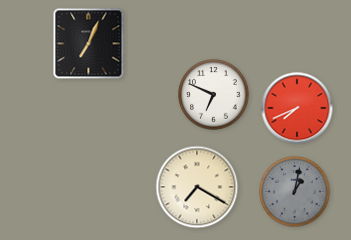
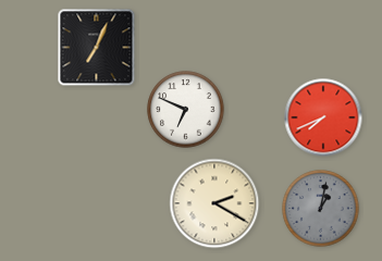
clock at (214, 95) position: (214, 95) -> (186, 110)
clock at (197, 187): 7:20 -> 2:20
